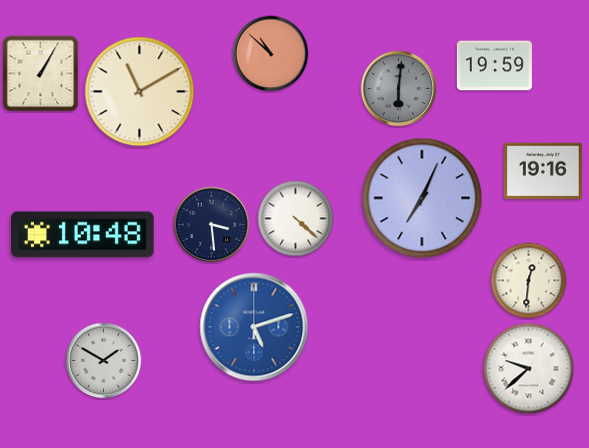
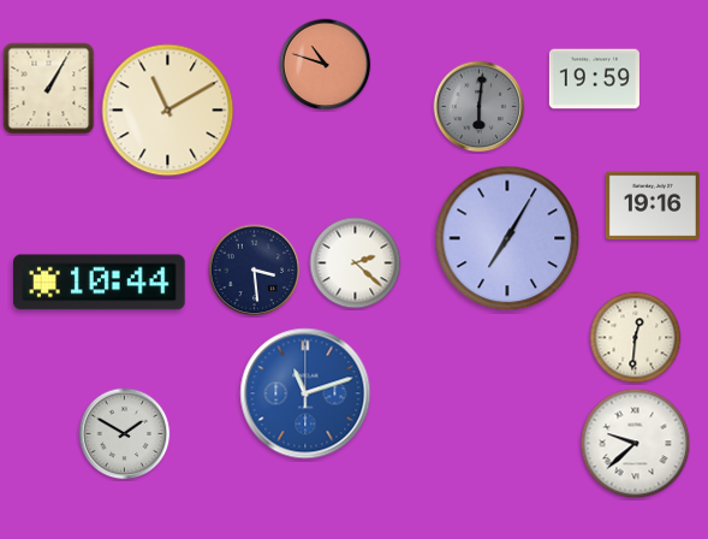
clock at (271, 54): 10:52 -> 10:48
clock at (422, 198): 7:04 -> 7:05
clock at (296, 219): 4:22 -> 2:22
clock at (83, 235): 10:48 -> 10:44
clock at (254, 327): 5:12 -> 11:12
